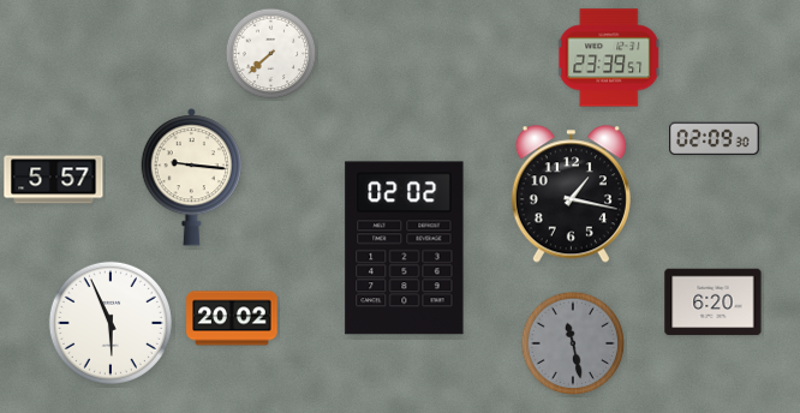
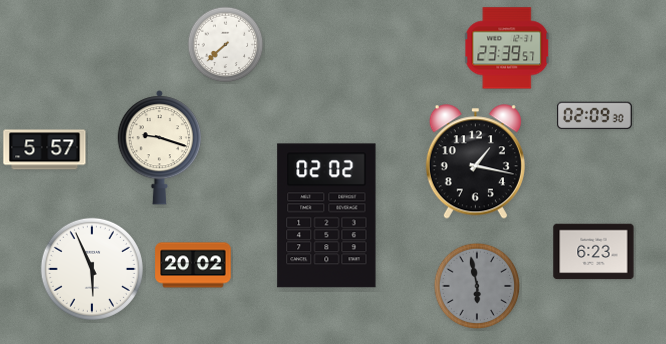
clock at (191, 178): 9:16 -> 9:18
clock at (405, 249) position: (405, 249) -> (327, 216)
clock at (714, 303): 6:20 -> 6:23
clock at (573, 343): 11:28 -> 5:58
